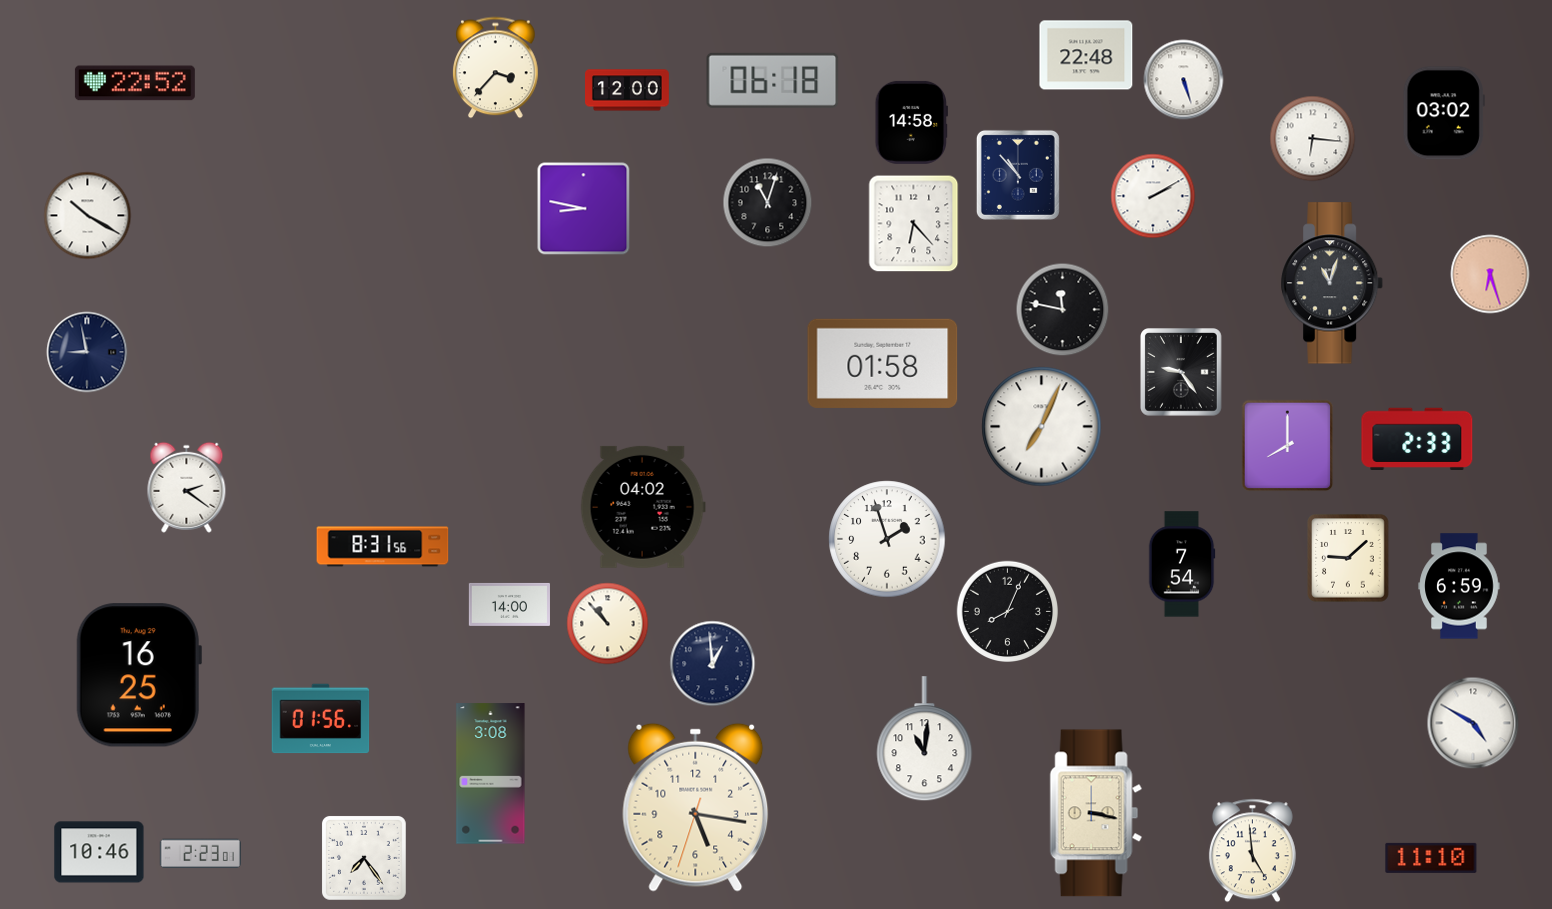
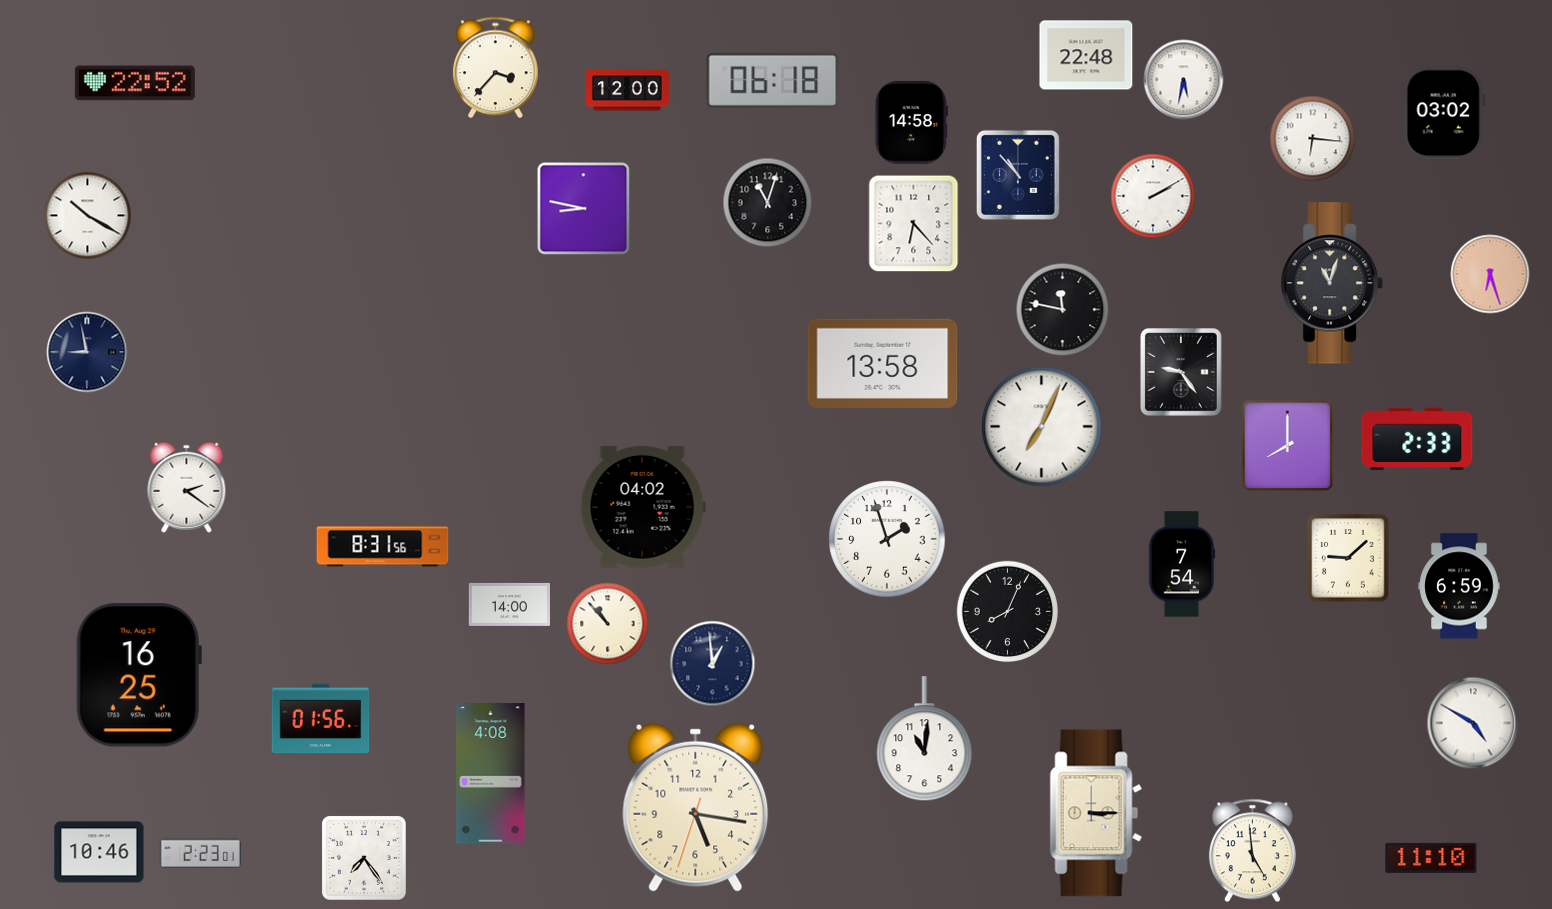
clock at (1184, 80): 5:27 -> 5:32
clock at (883, 363): 01:58 -> 13:58
clock at (491, 774): 3:08 -> 4:08
clock at (1096, 813): 3:17 -> 3:15
